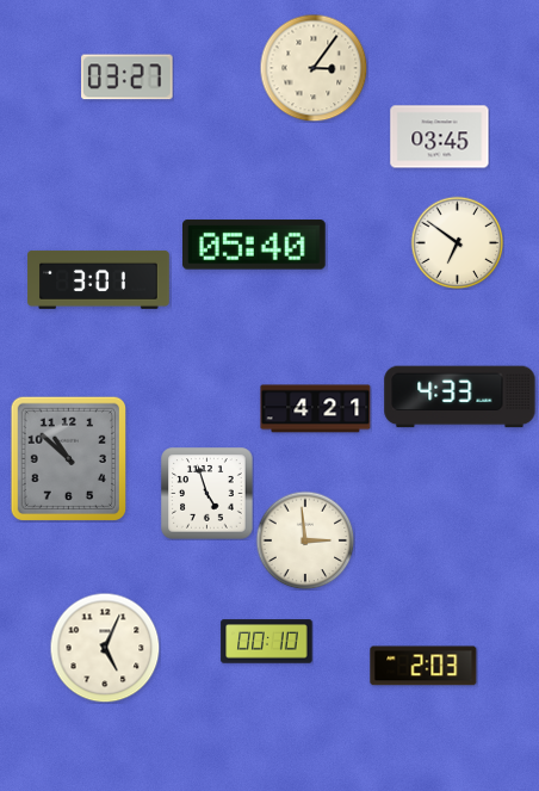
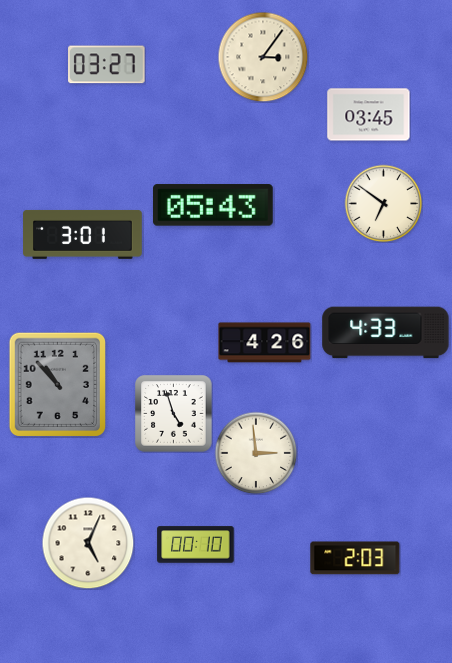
clock at (255, 245): 05:40 -> 05:43
clock at (316, 409): 4:21 -> 4:26
clock at (68, 458): 10:52 -> 10:53
clock at (267, 642) position: (267, 642) -> (196, 545)
